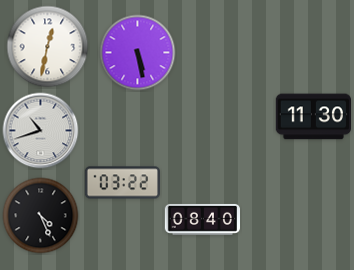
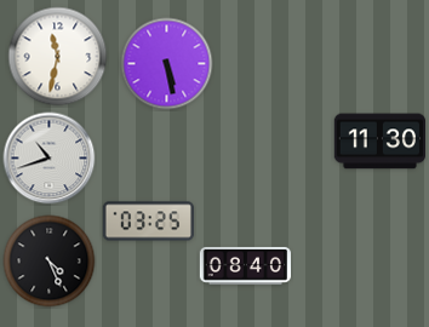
clock at (48, 47): 12:32 -> 11:32
clock at (122, 183): 03:22 -> 03:25
